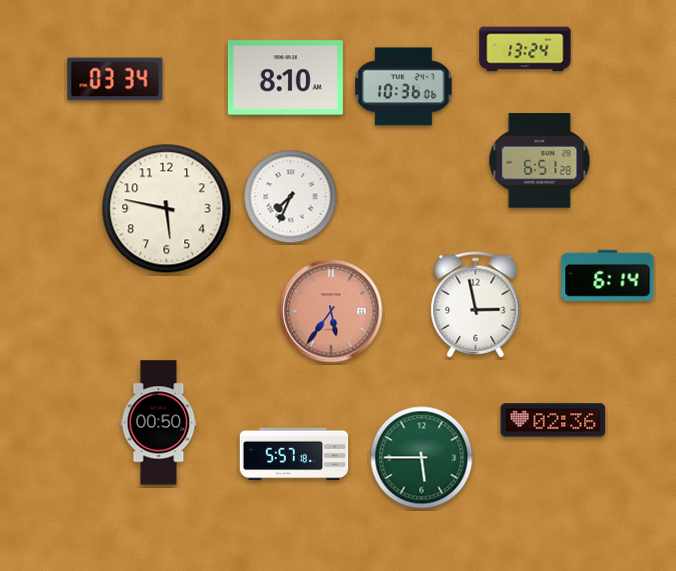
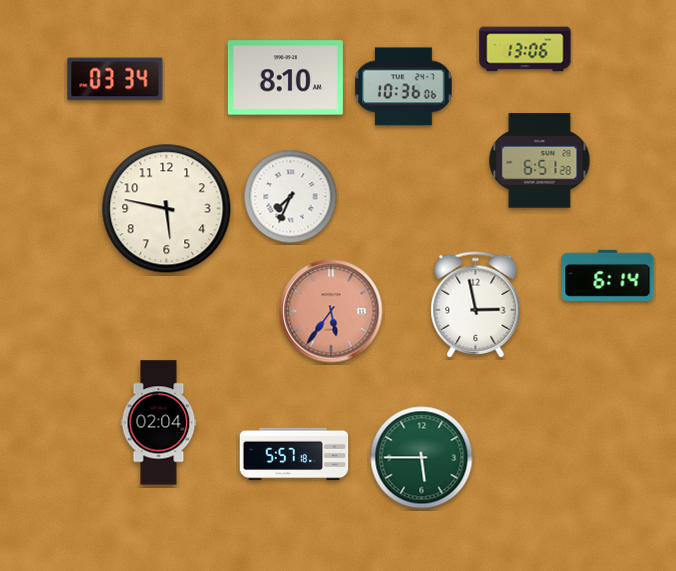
clock at (525, 49): 13:24 -> 13:06
clock at (553, 420): 02:36 -> none
clock at (159, 423): 00:50 -> 02:04
